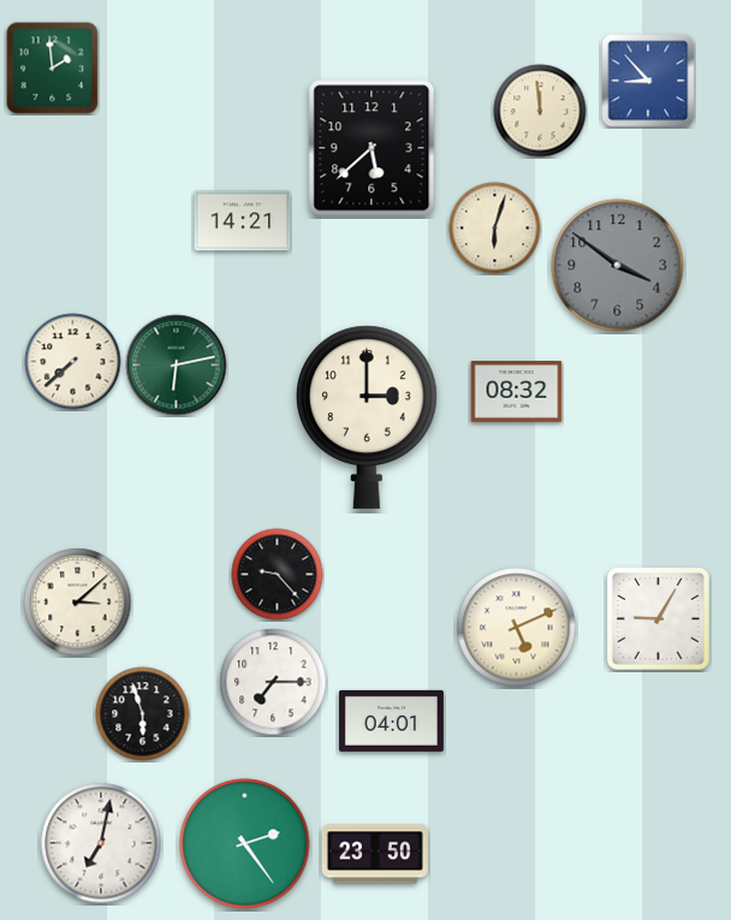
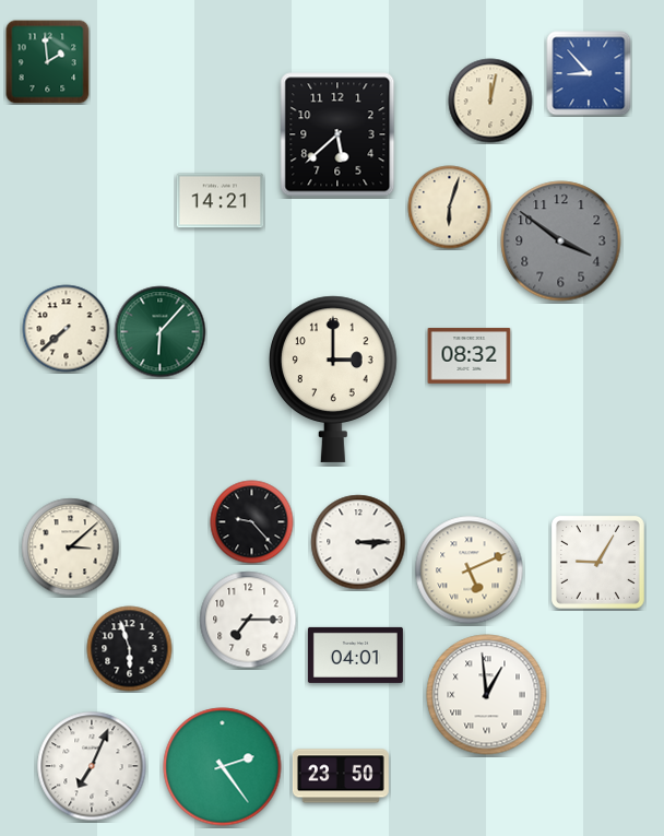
clock at (540, 111): 11:59 -> 12:02
clock at (177, 366): 6:13 -> 6:07
clock at (358, 542): none -> 3:15
clock at (487, 695): none -> 12:59
clock at (101, 843): 7:02 -> 7:04
